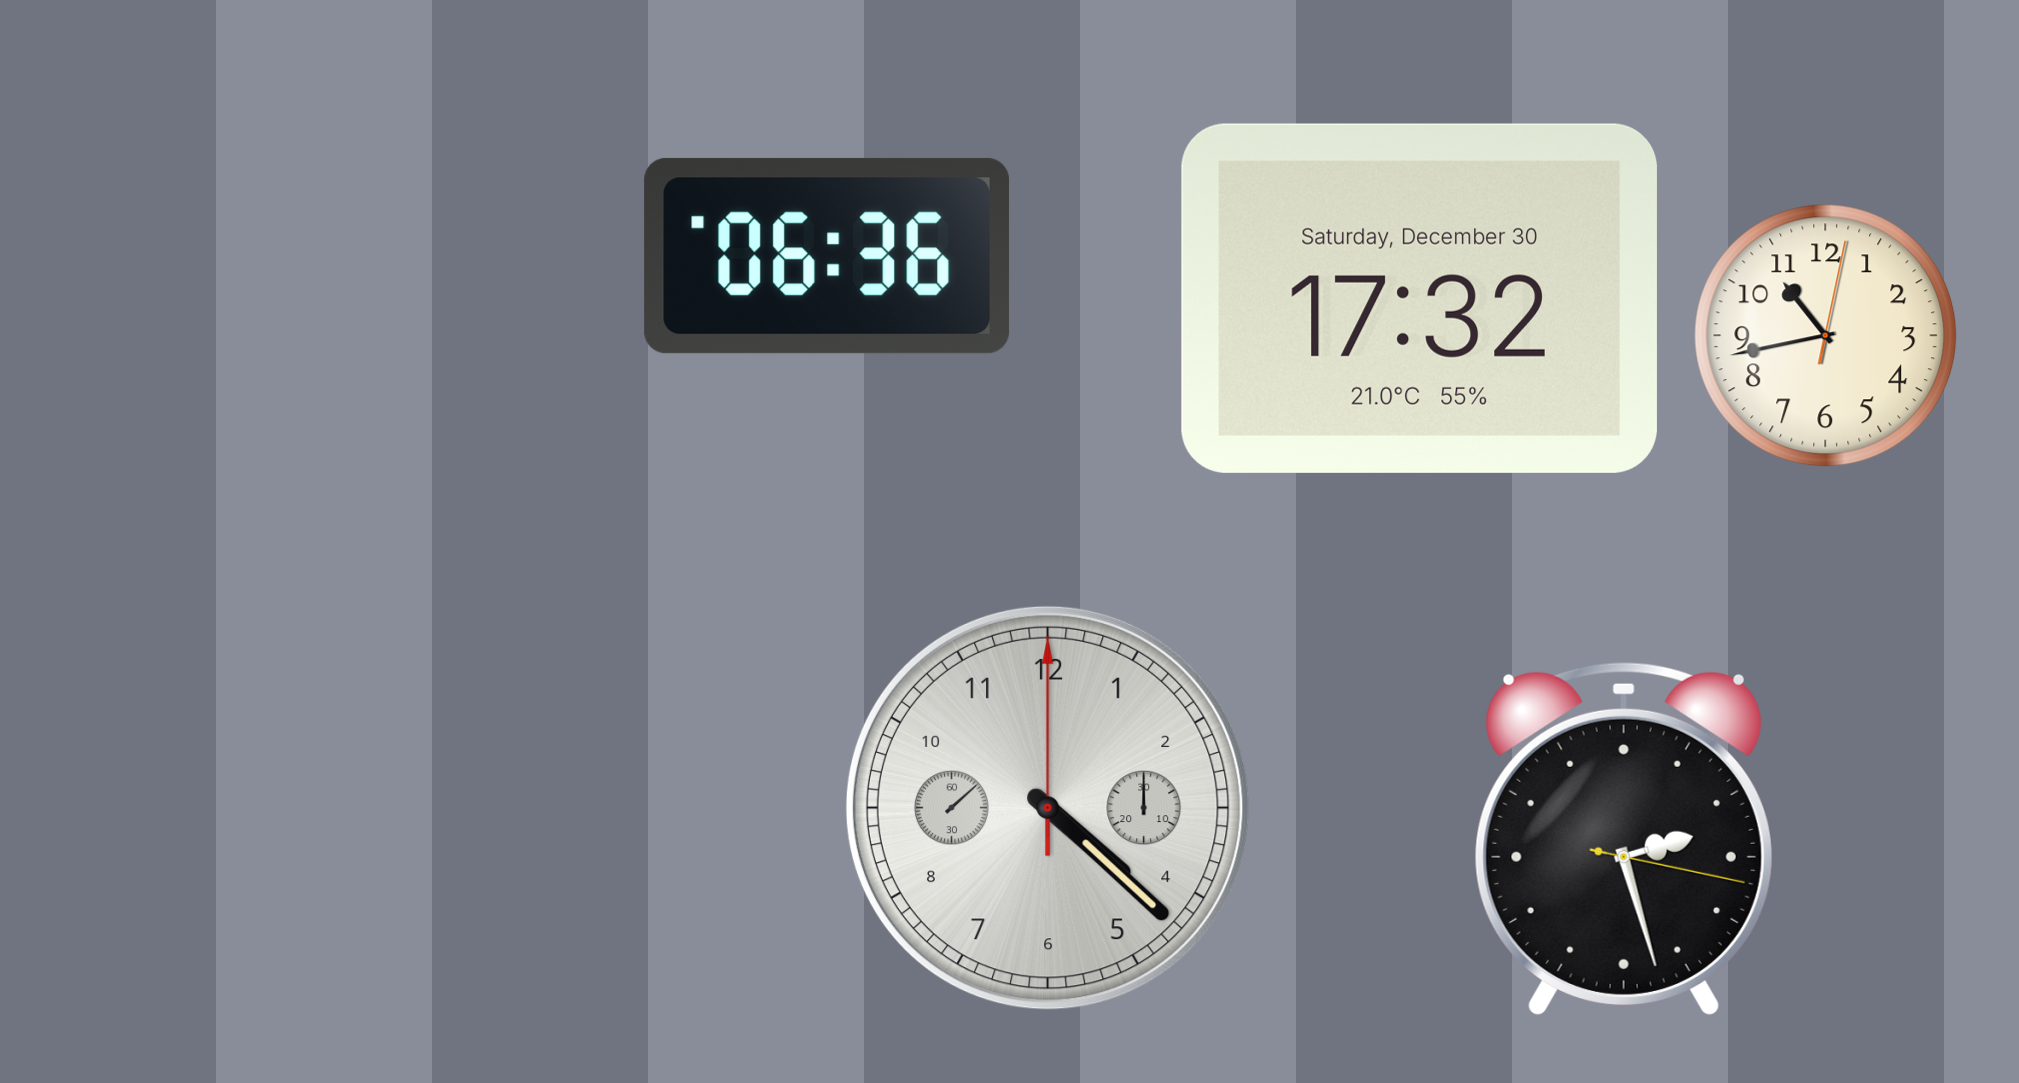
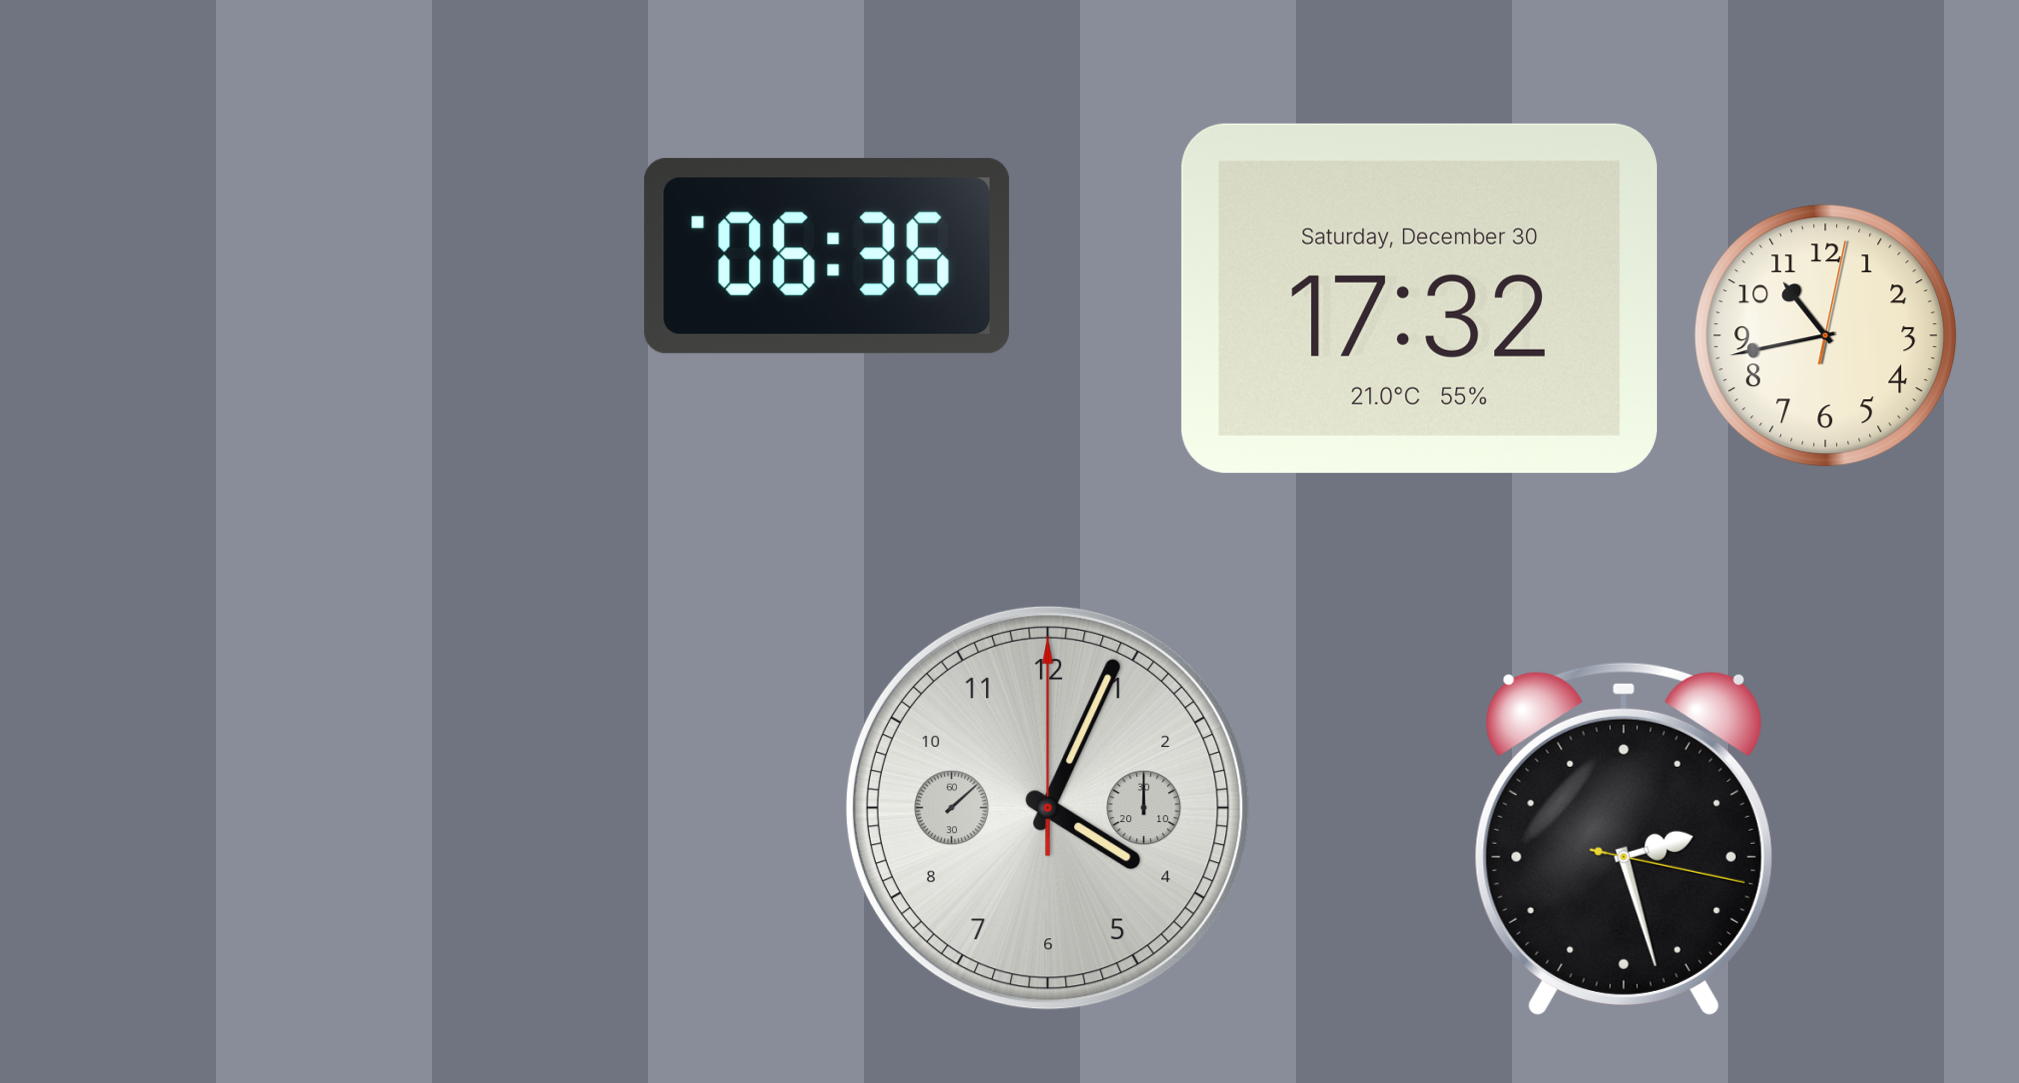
clock at (1048, 808): 4:22 -> 4:04
